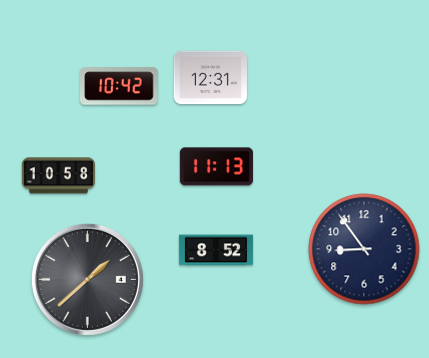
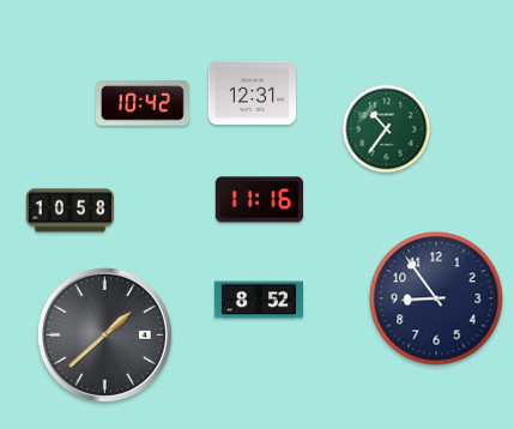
clock at (387, 129): none -> 10:36
clock at (216, 167): 11:13 -> 11:16
